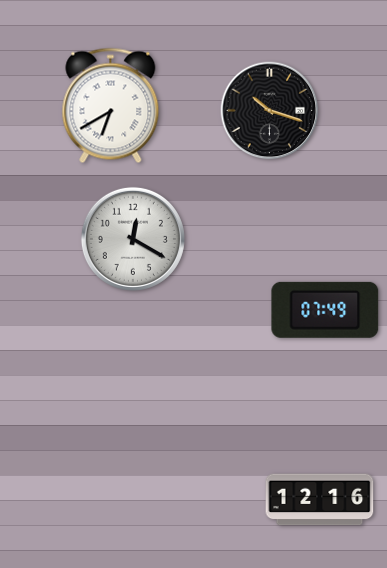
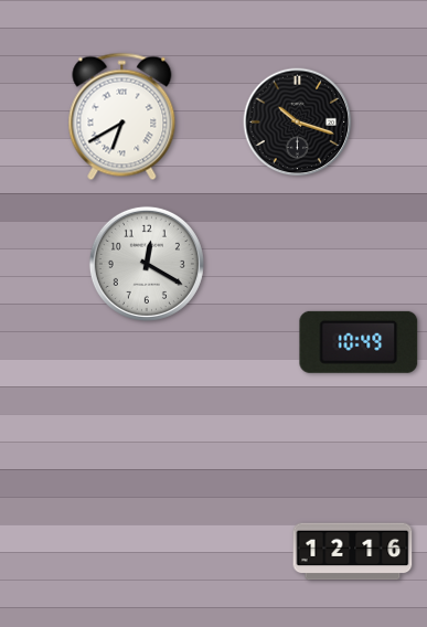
clock at (325, 310): 07:49 -> 10:49
